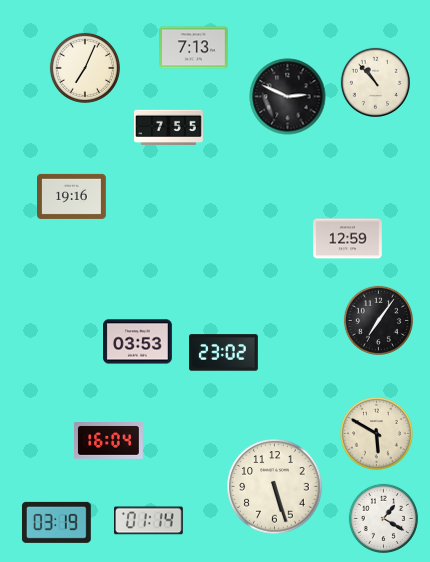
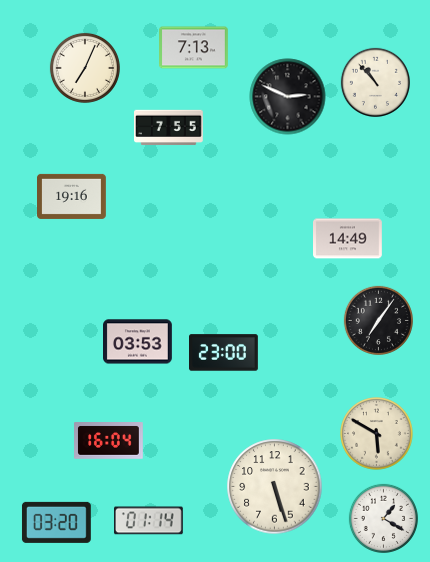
clock at (348, 239): 12:59 -> 14:49
clock at (224, 353): 23:02 -> 23:00
clock at (56, 522): 03:19 -> 03:20
